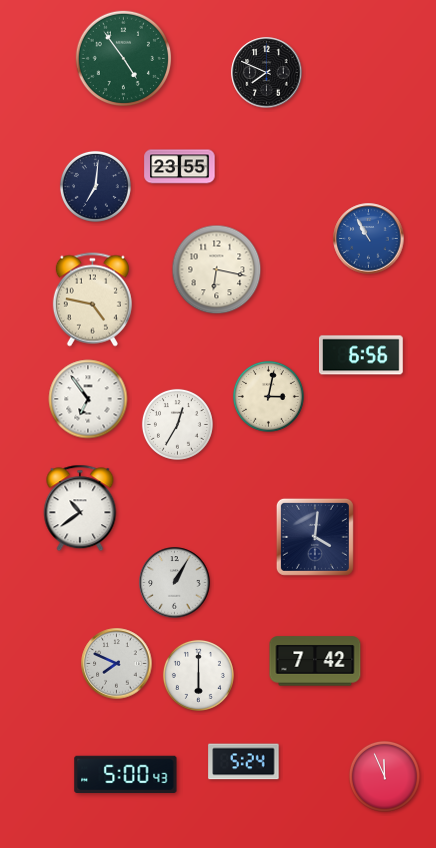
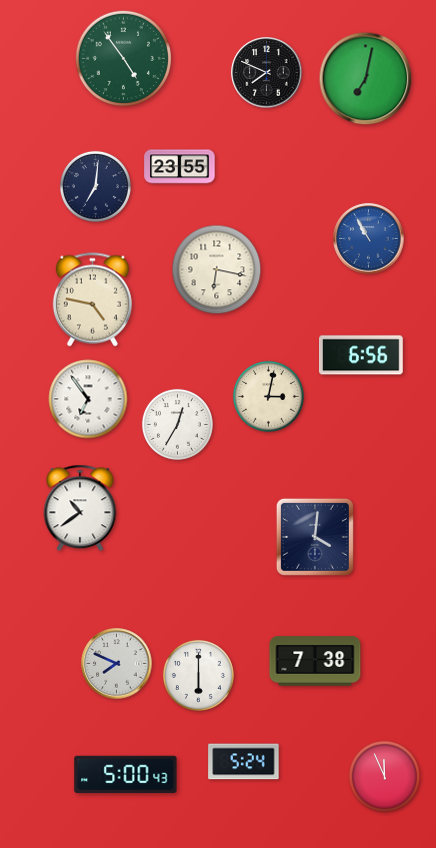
clock at (366, 79): none -> 7:02
clock at (175, 583): 1:05 -> none
clock at (315, 661): 7:42 -> 7:38
